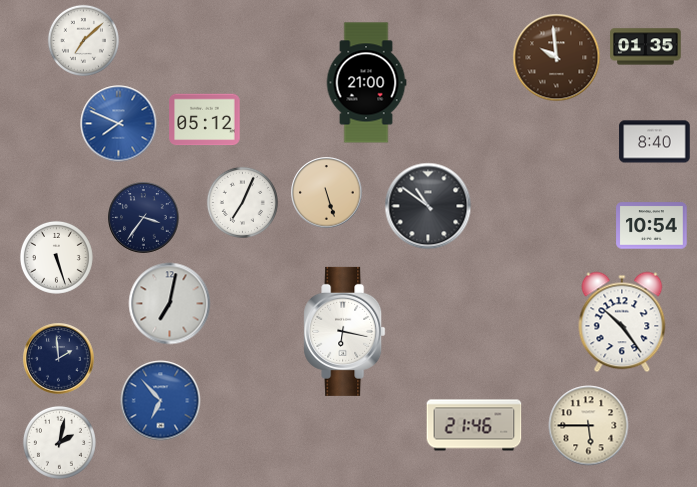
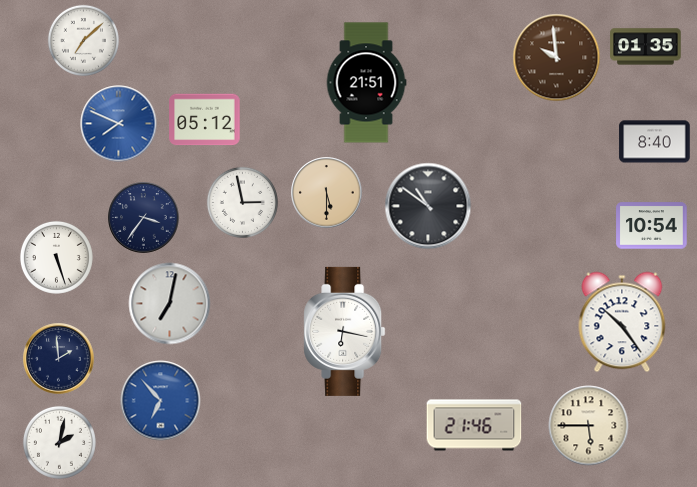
clock at (366, 83): 21:00 -> 21:51
clock at (327, 193): 5:27 -> 5:30
clock at (242, 202): 7:04 -> 2:58
